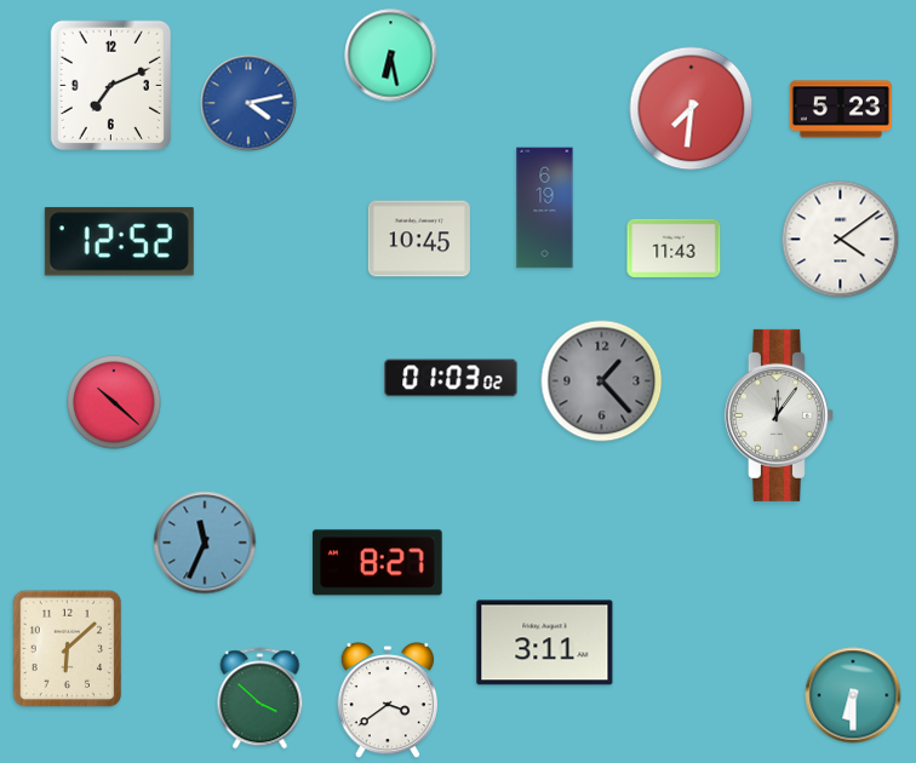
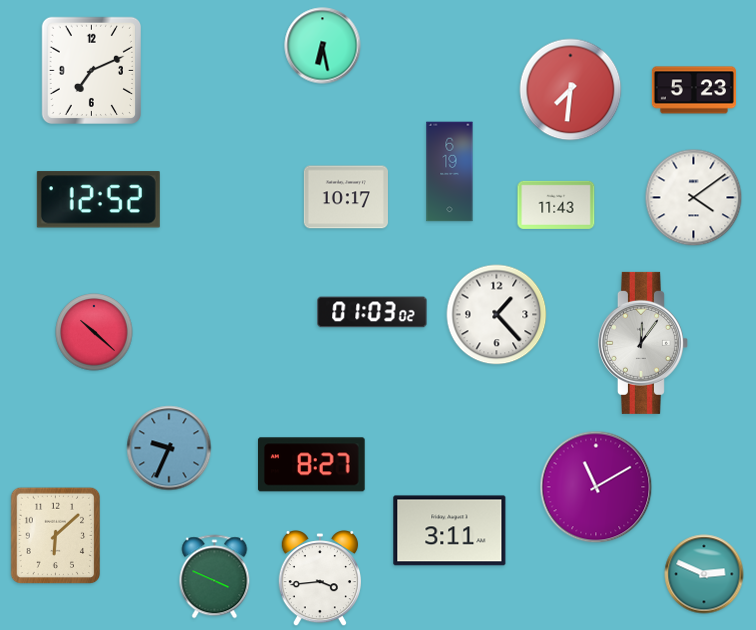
clock at (248, 103): 4:13 -> none
clock at (419, 239): 10:45 -> 10:17
clock at (602, 381) dial: grey -> white
clock at (205, 543): 11:34 -> 9:34
clock at (596, 487): none -> 11:10
clock at (853, 695): 6:30 -> 2:49
clock at (261, 699): 3:52 -> 3:49
clock at (387, 701): 3:39 -> 3:44
